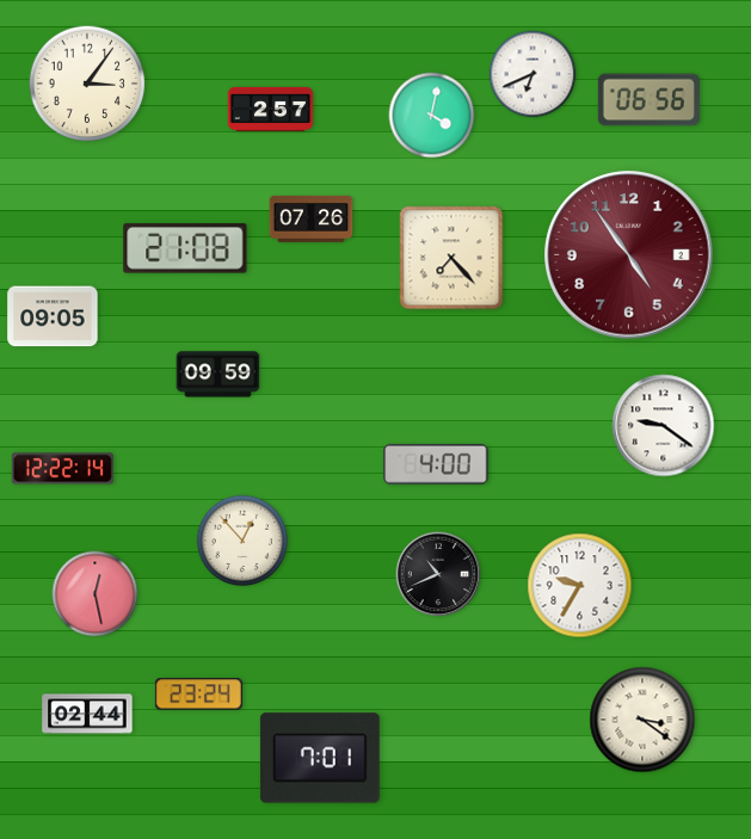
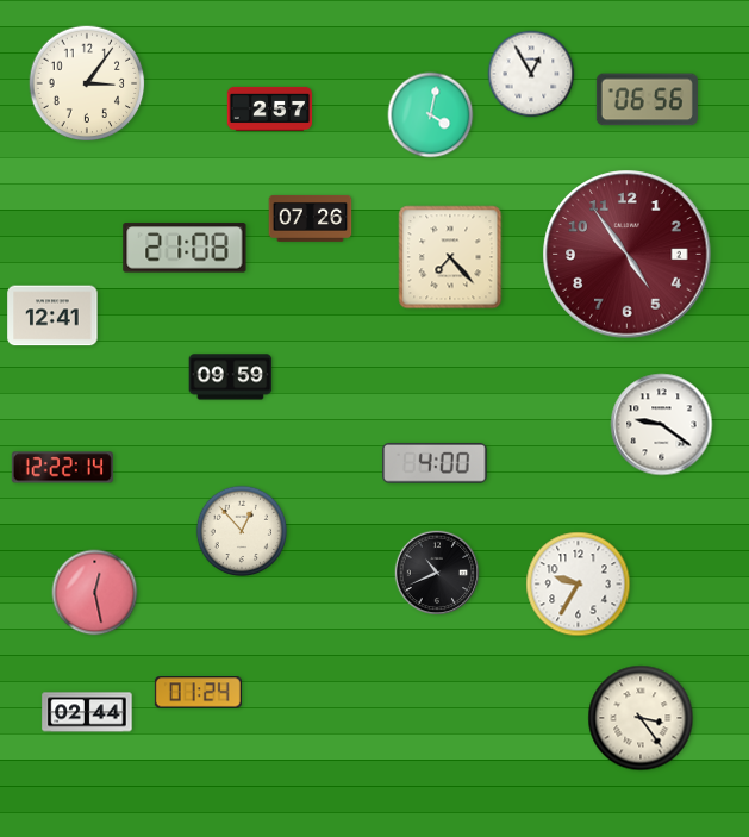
clock at (533, 74): 6:41 -> 12:55
clock at (53, 316): 09:05 -> 12:41
clock at (218, 375) position: (218, 375) -> (231, 377)
clock at (242, 541) position: (242, 541) -> (242, 531)
clock at (198, 695): 23:24 -> 01:24
clock at (642, 720): 3:21 -> 3:24
clock at (320, 758): 7:01 -> none
